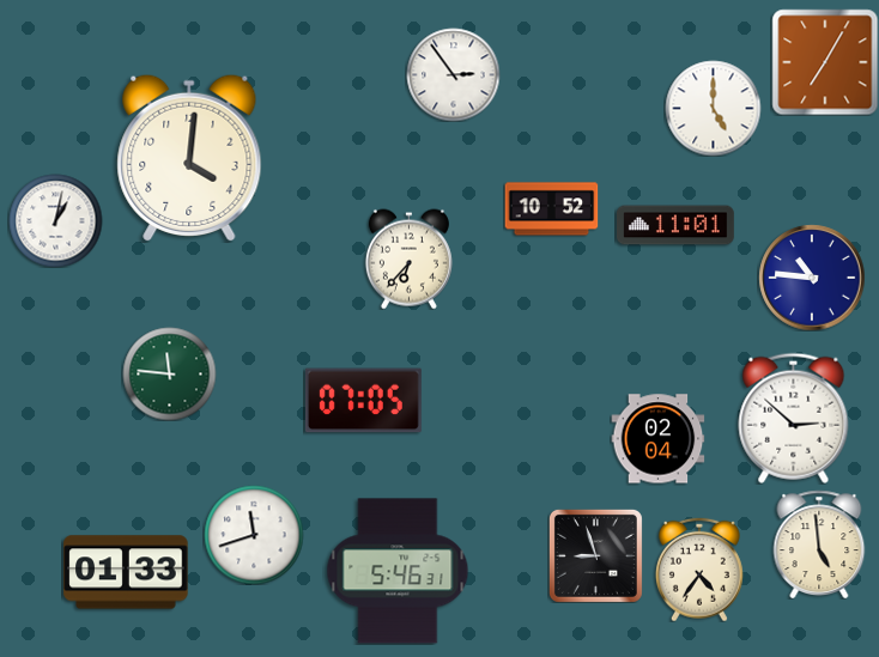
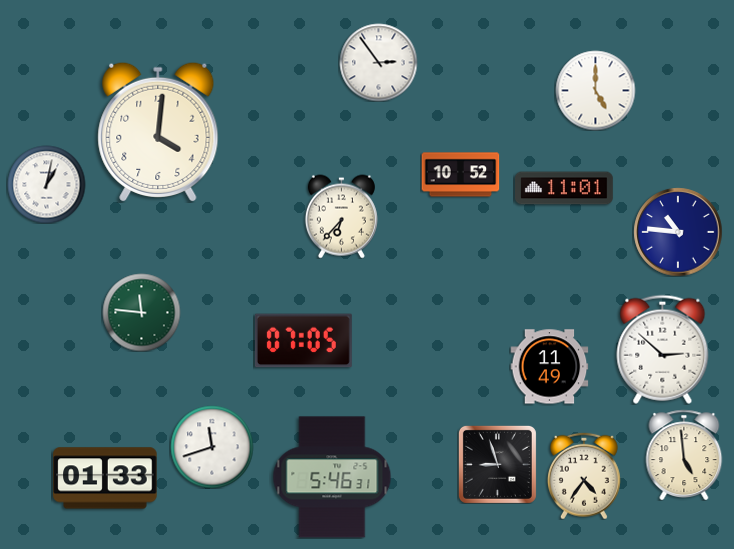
clock at (825, 62): 7:05 -> none
clock at (363, 401) position: (363, 401) -> (303, 341)
clock at (657, 439): 02:04 -> 11:49
